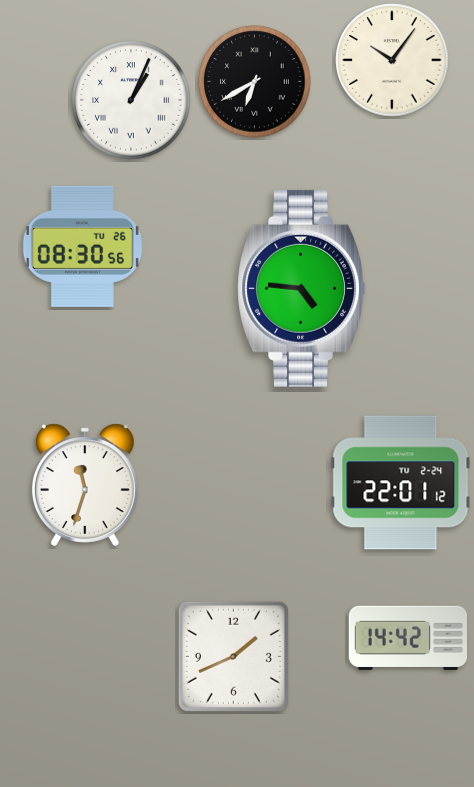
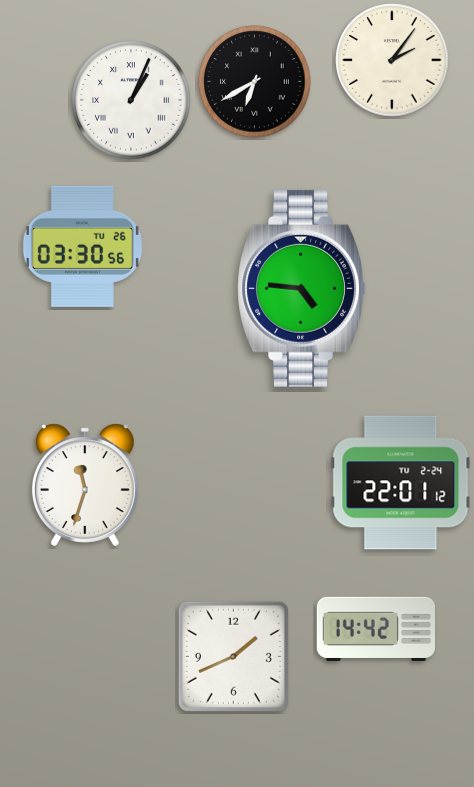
clock at (392, 60): 10:06 -> 2:06
clock at (82, 246): 08:30 -> 03:30
clock at (407, 637) position: (407, 637) -> (375, 628)
